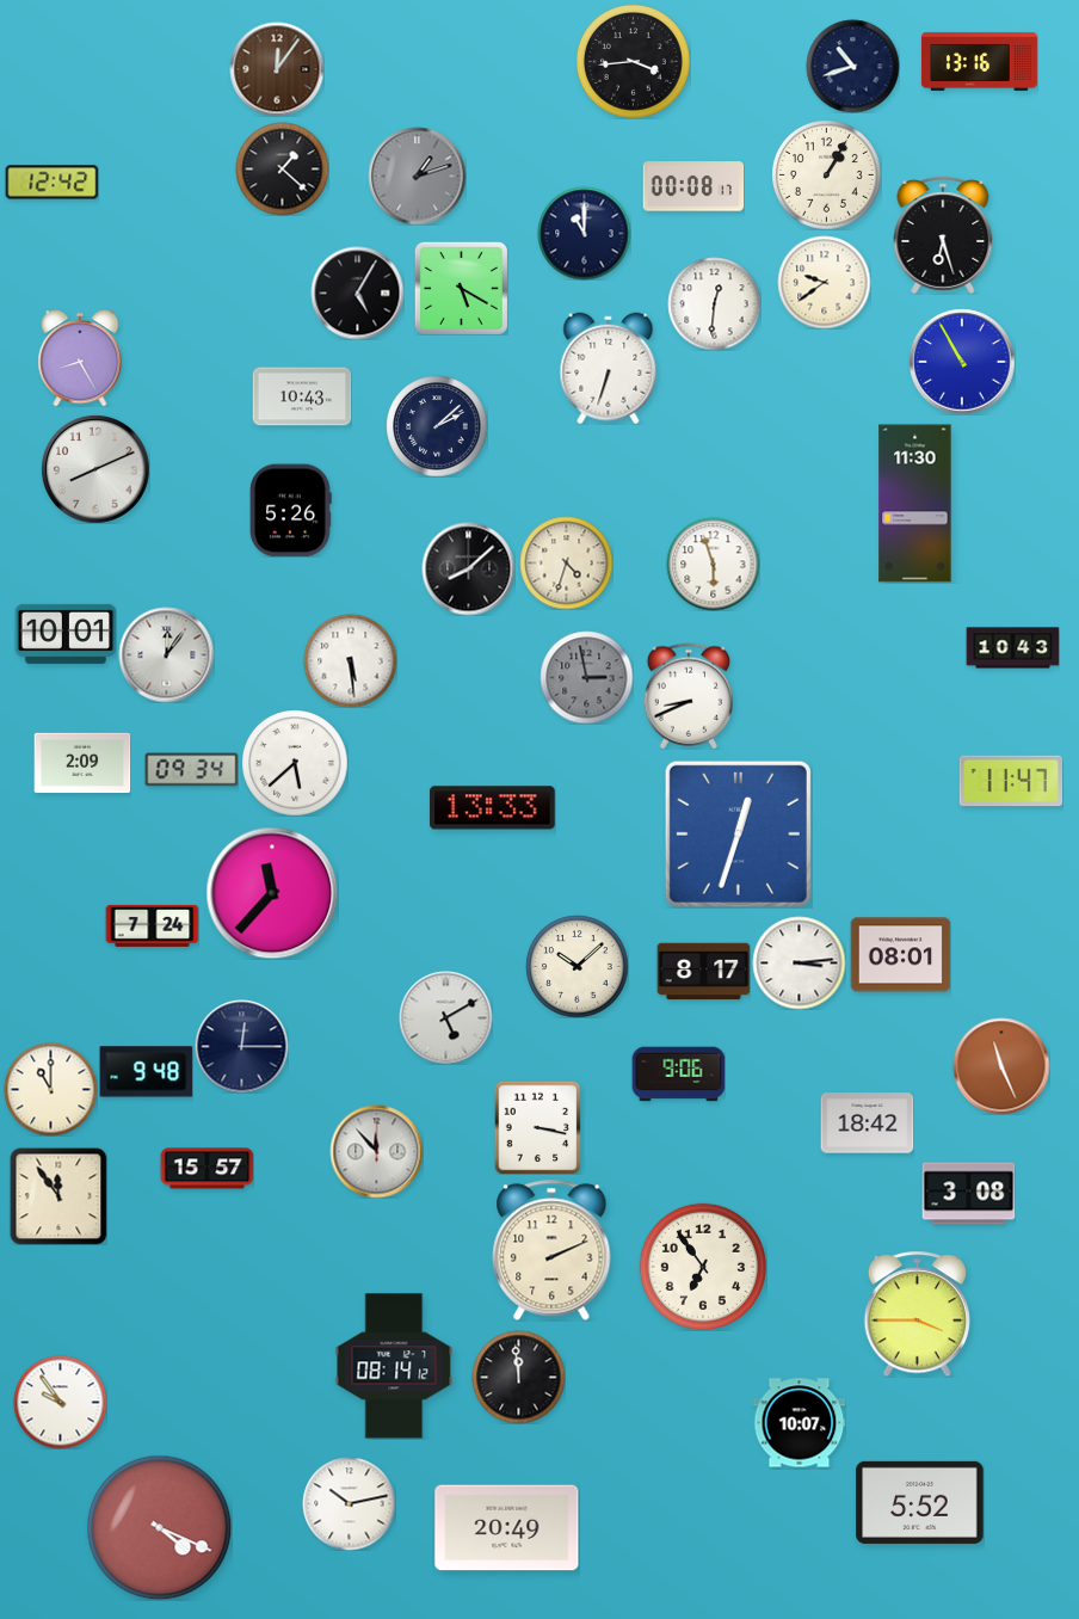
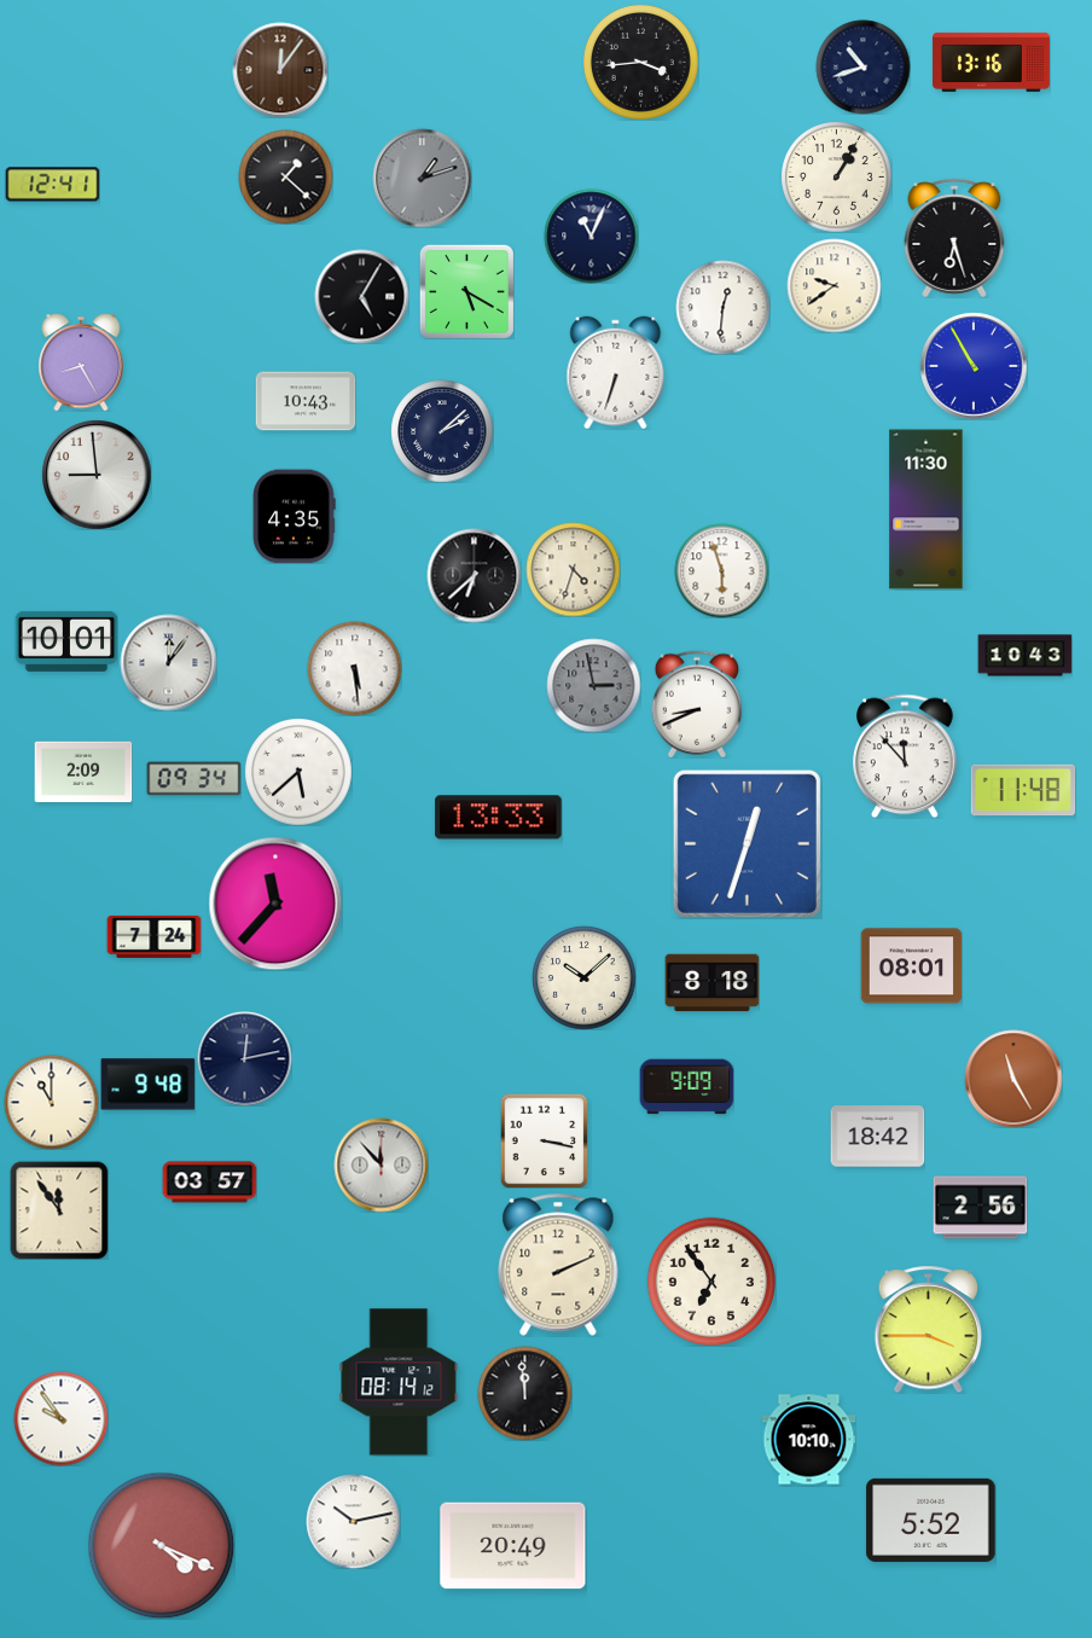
clock at (282, 168) position: (282, 168) -> (285, 176)
clock at (51, 183): 12:42 -> 12:41
clock at (693, 186): 00:08 -> none
clock at (584, 233): 11:00 -> 11:04
clock at (95, 469): 8:11 -> 8:59
clock at (290, 510): 5:26 -> 4:35
clock at (468, 568): 8:08 -> 6:38
clock at (906, 756): none -> 11:53
clock at (1011, 781): 11:47 -> 11:48
clock at (799, 962): 3:14 -> none
clock at (703, 972): 8:17 -> 8:18
clock at (445, 1017): 5:10 -> none
clock at (241, 1046): 12:15 -> 12:13
clock at (1001, 1066): 11:26 -> 11:25
clock at (678, 1075): 9:06 -> 9:09
clock at (206, 1169): 15:57 -> 03:57
clock at (968, 1194): 3:08 -> 2:56
clock at (799, 1423): 10:07 -> 10:10
